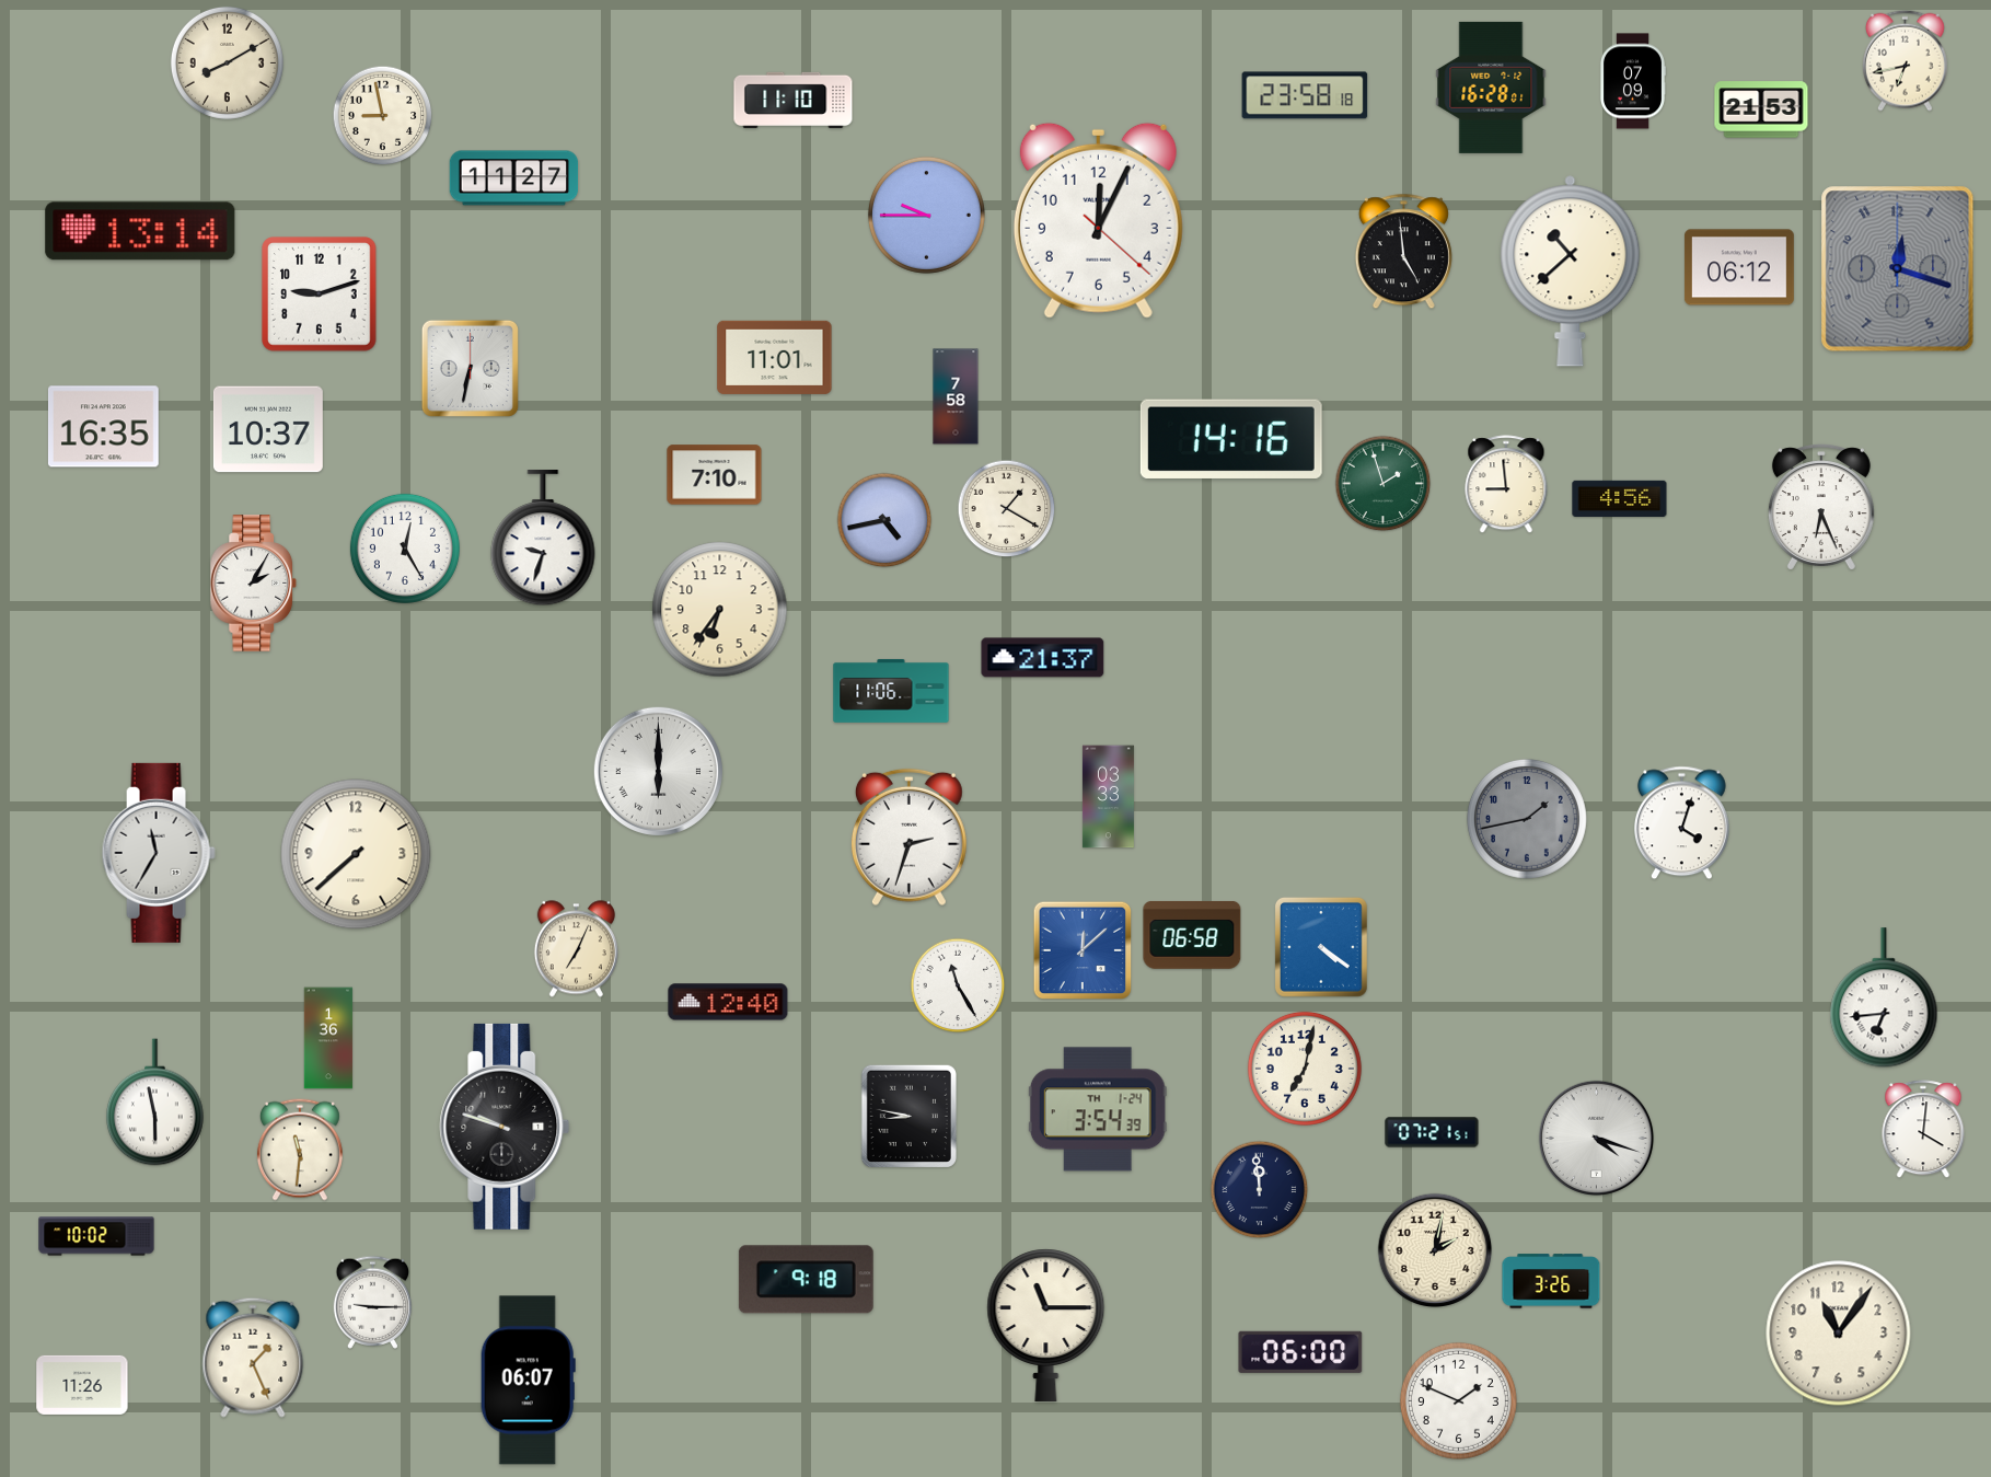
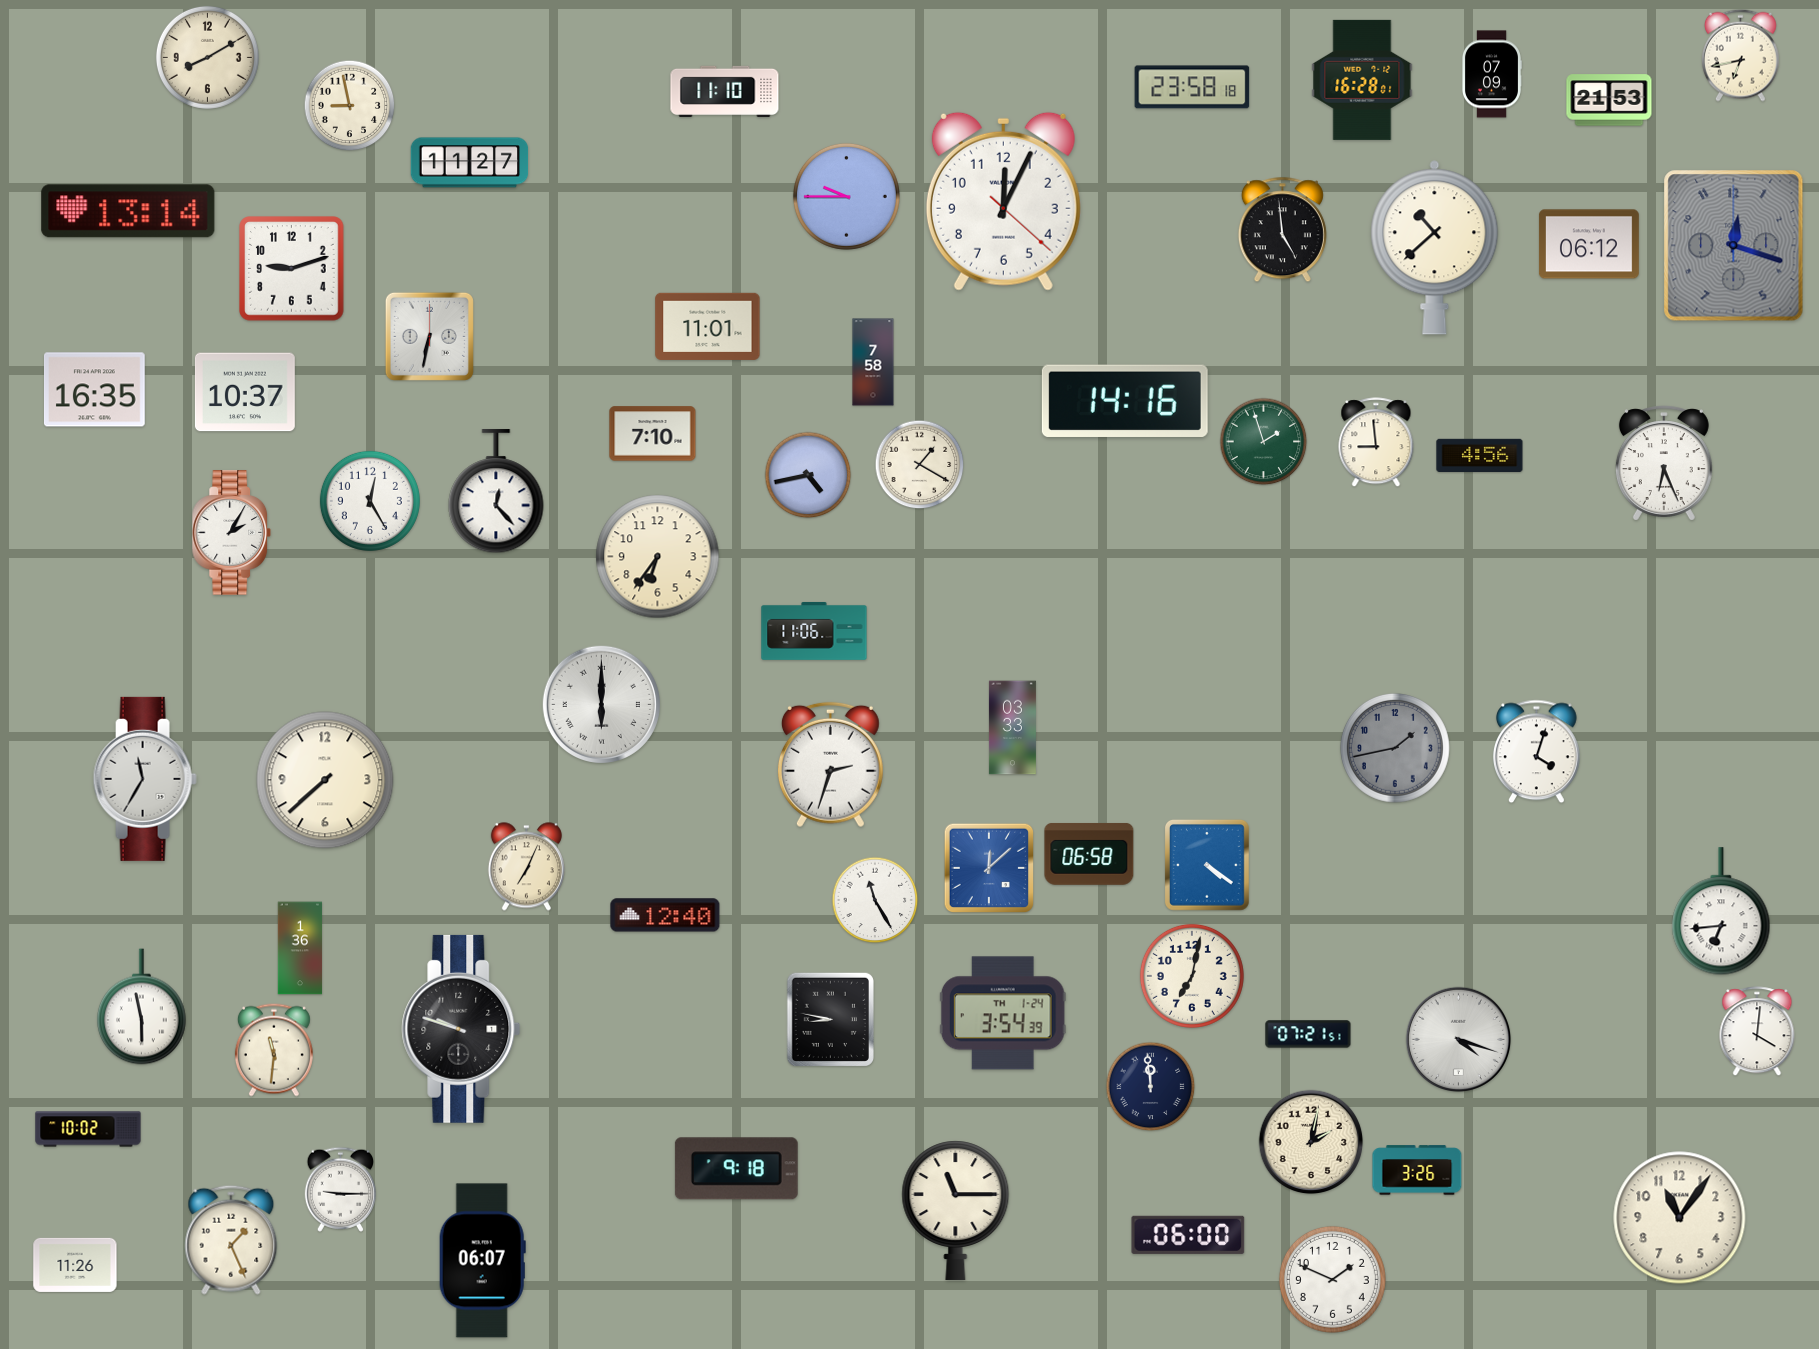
clock at (543, 539): 9:33 -> 12:23
clock at (1043, 658): 21:37 -> none
